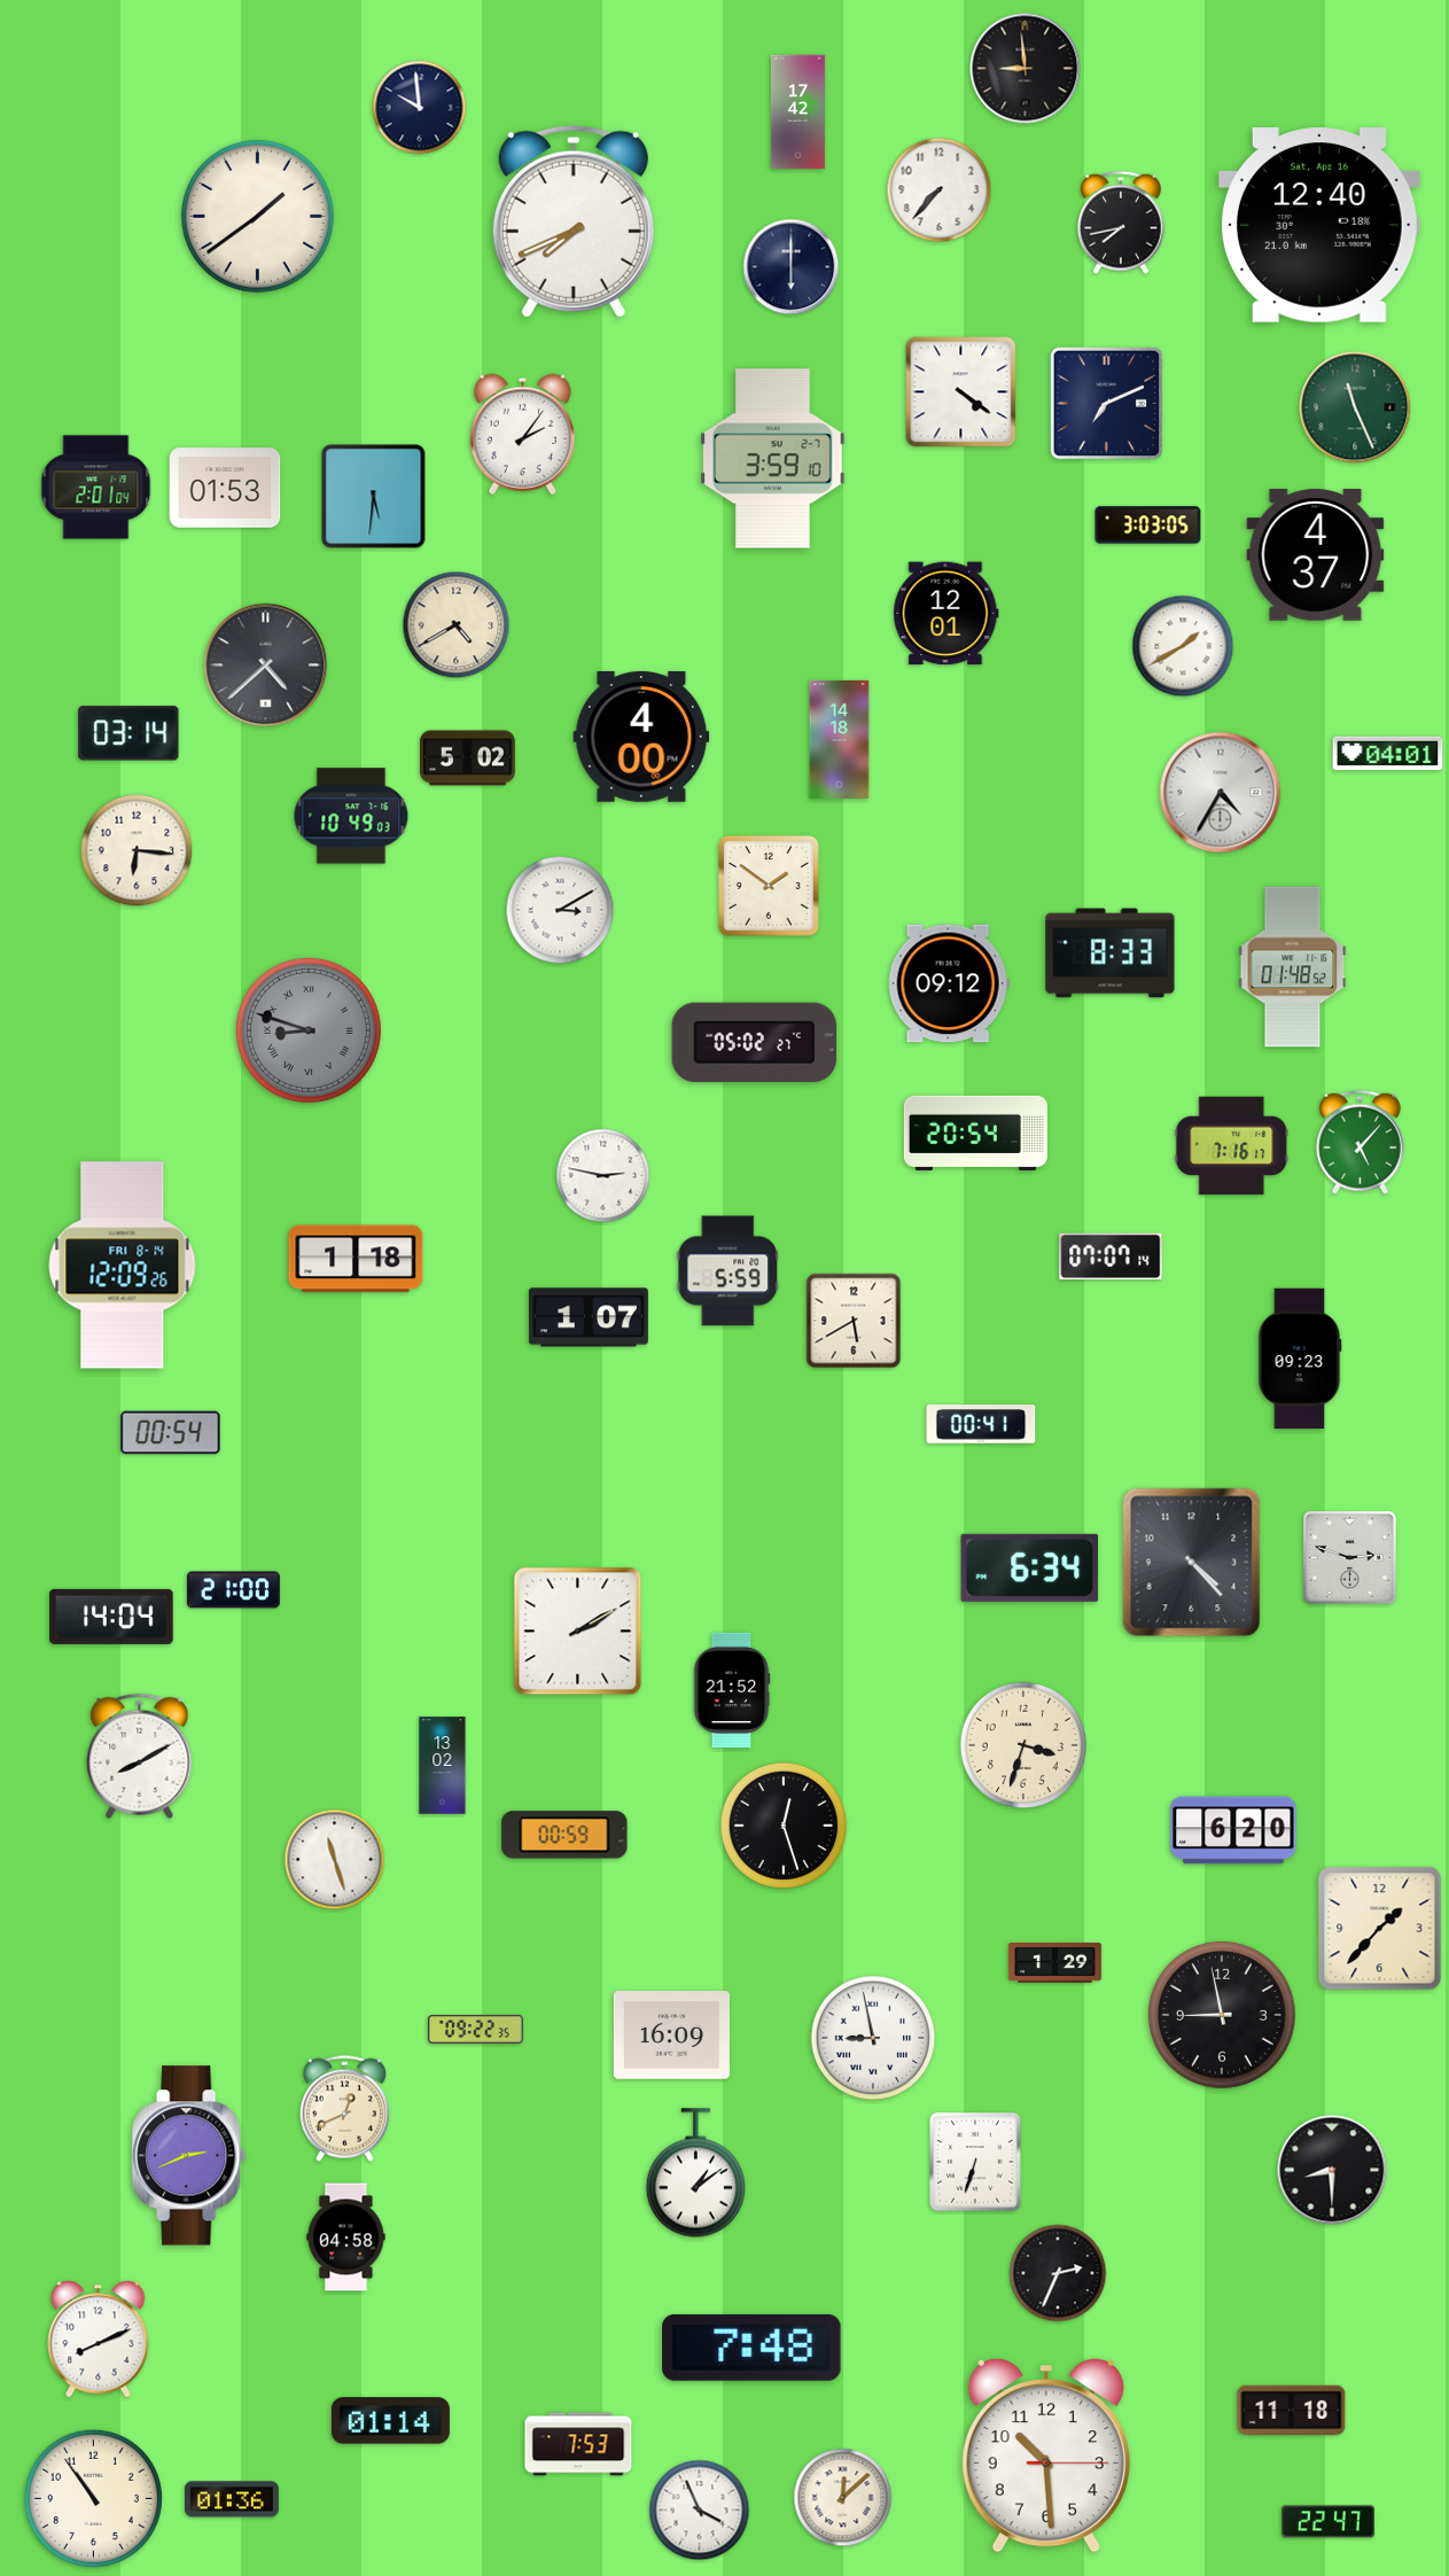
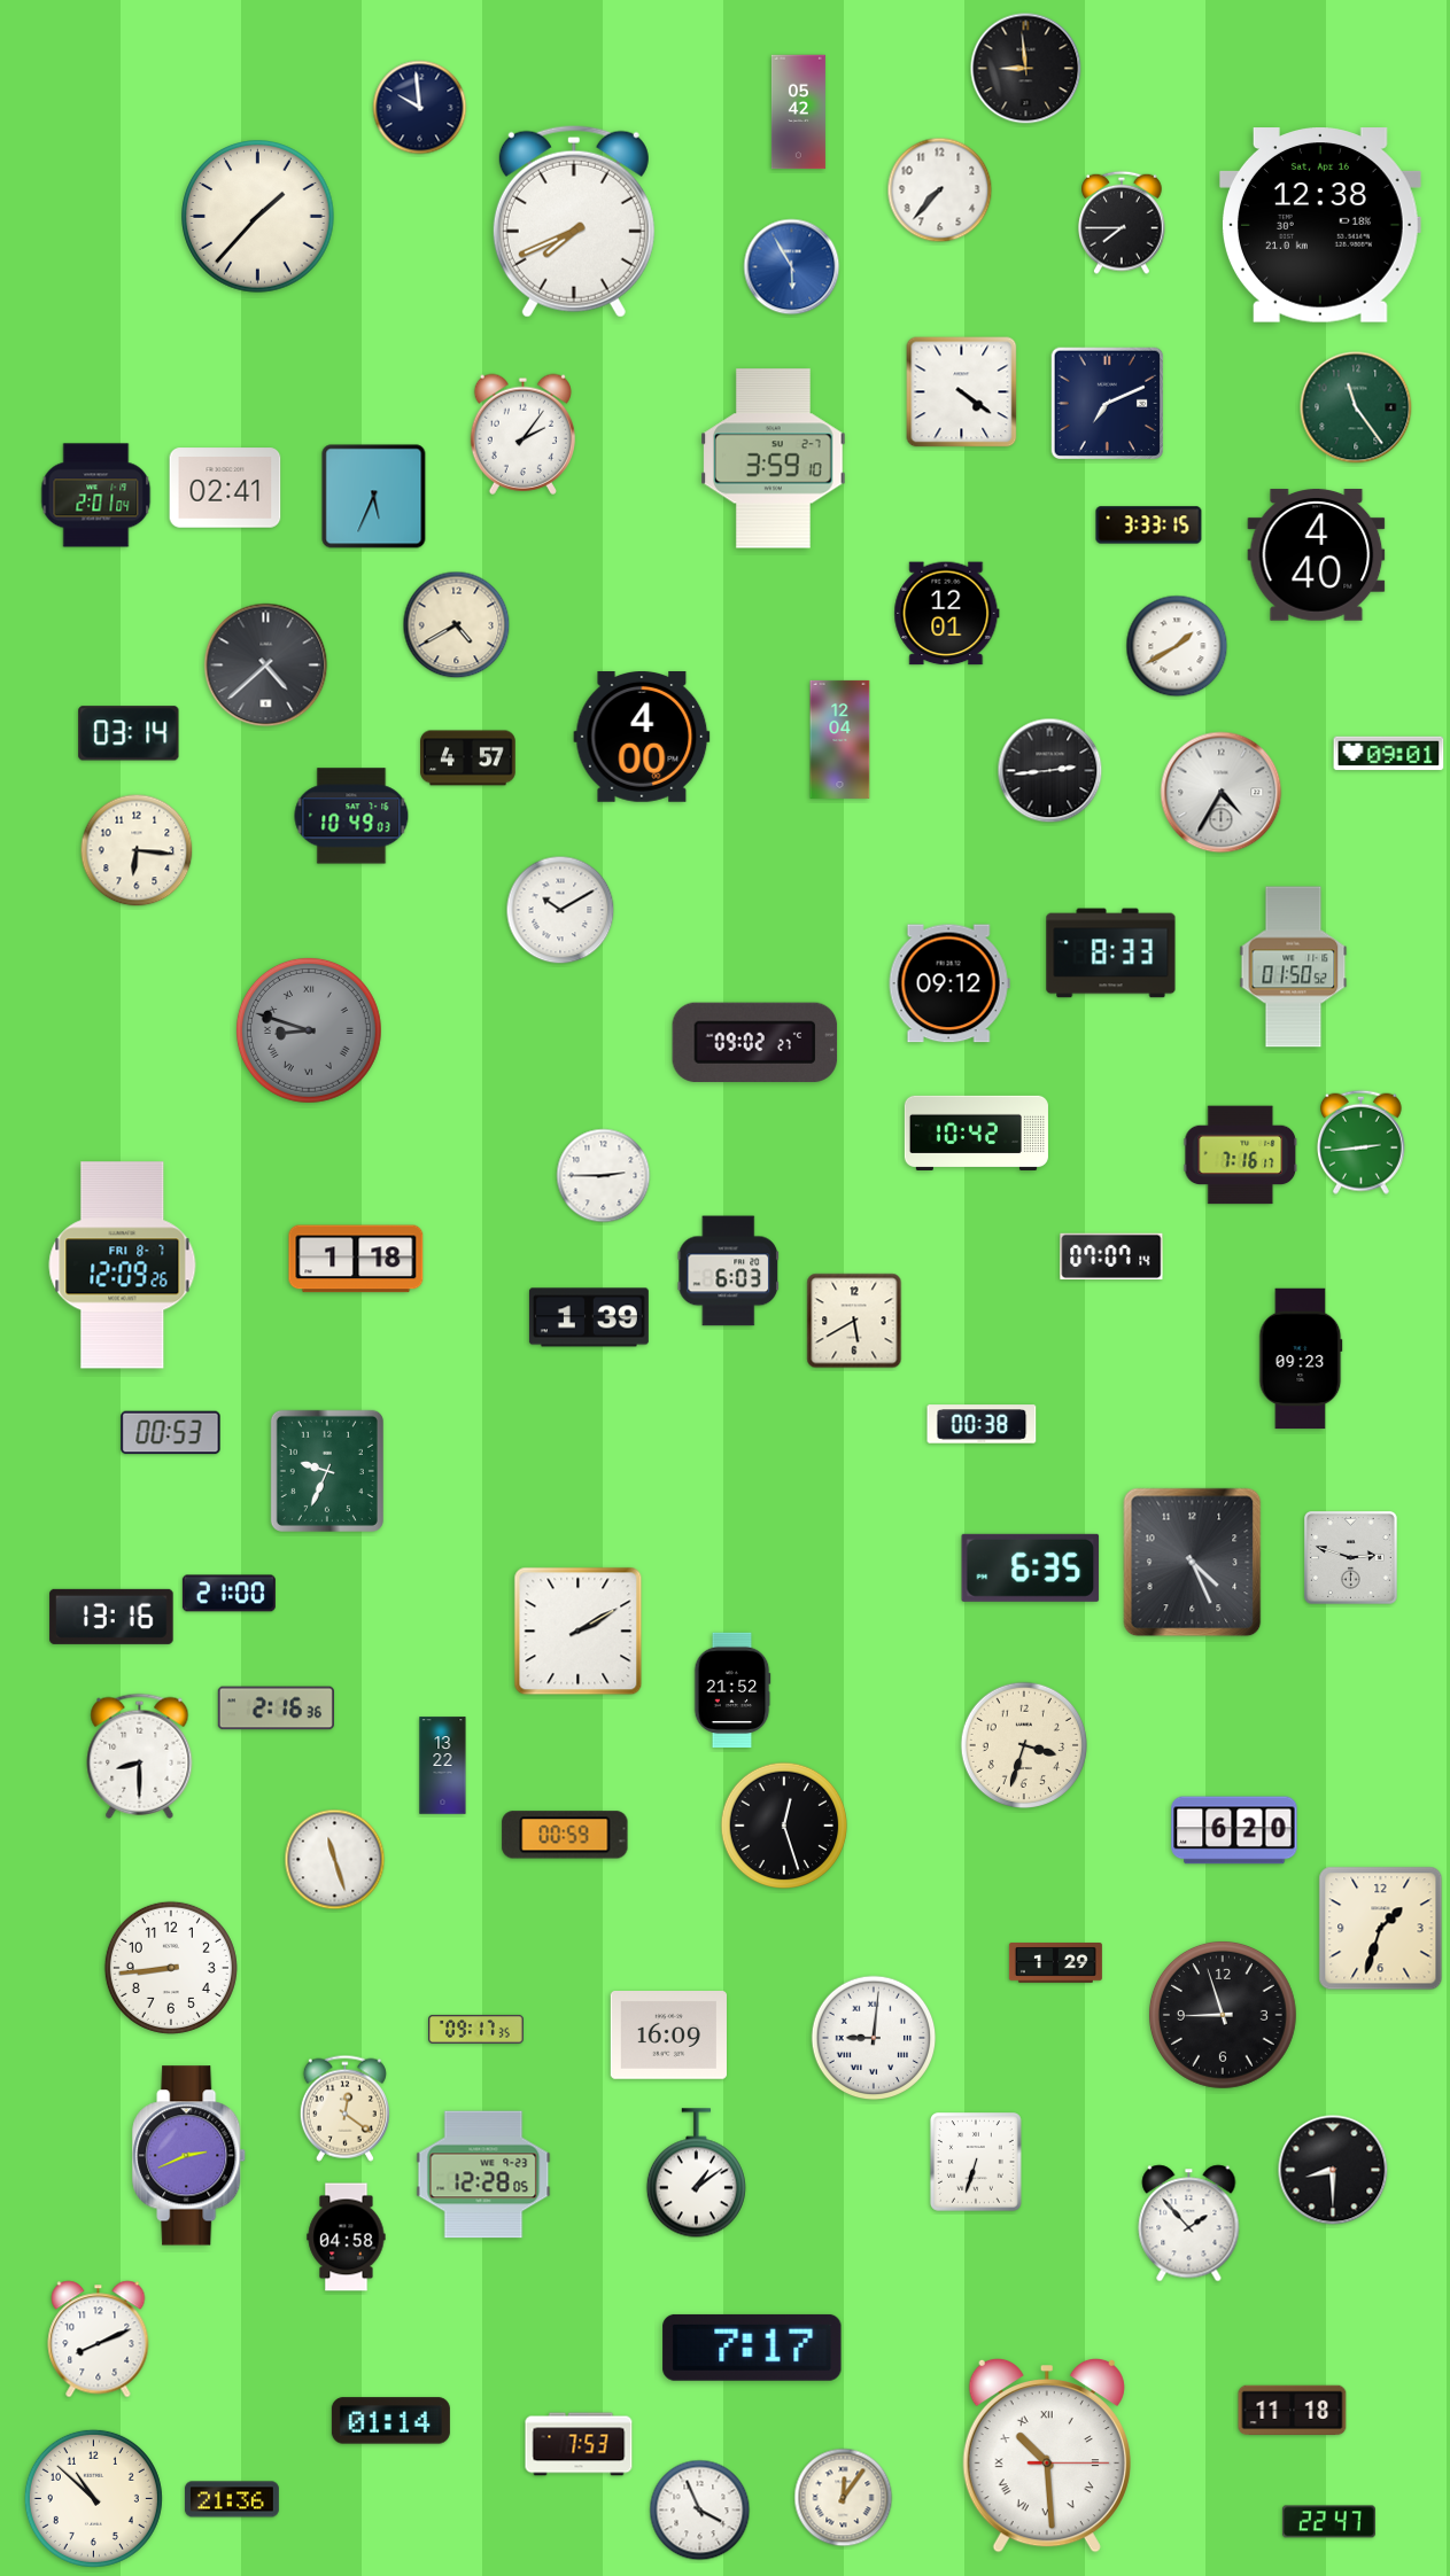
clock at (797, 112): 17:42 -> 05:42
clock at (258, 217): 1:39 -> 1:37
clock at (1121, 223): 7:43 -> 7:45
clock at (1319, 225): 12:40 -> 12:38
clock at (792, 267): 6:00 -> 5:55
clock at (792, 267) dial: navy -> blue
clock at (1355, 407): 11:26 -> 11:24
clock at (96, 488) position: (96, 488) -> (96, 496)
clock at (225, 488): 01:53 -> 02:41
clock at (374, 497): 5:31 -> 5:34
clock at (1148, 526): 3:03 -> 3:33
clock at (1316, 555): 4:37 -> 4:40
clock at (1183, 646) position: (1183, 646) -> (1177, 646)
clock at (840, 739): 14:18 -> 12:04
clock at (1388, 754): 04:01 -> 09:01
clock at (468, 758): 5:02 -> 4:57
clock at (1050, 771): none -> 2:44
clock at (769, 886): 1:51 -> none
clock at (560, 910): 3:10 -> 10:10
clock at (1293, 967): 01:48 -> 01:50
clock at (755, 1042): 05:02 -> 09:02
clock at (975, 1133): 20:54 -> 10:42
clock at (1360, 1142): 5:07 -> 2:44
clock at (1232, 1146) position: (1232, 1146) -> (1241, 1155)
clock at (603, 1176): 2:47 -> 2:45
clock at (123, 1266) date: FRI 8-14 -> FRI 8-7
clock at (729, 1271): 5:59 -> 6:03
clock at (589, 1317): 1:07 -> 1:39
clock at (981, 1424): 00:41 -> 00:38
clock at (171, 1433): 00:54 -> 00:53
clock at (327, 1471): none -> 9:34
clock at (1192, 1563): 4:23 -> 4:26
clock at (1030, 1567): 6:34 -> 6:35
clock at (233, 1590) position: (233, 1590) -> (228, 1594)
clock at (111, 1617): 14:04 -> 13:16
clock at (276, 1709): none -> 2:16
clock at (140, 1756): 8:10 -> 8:30
clock at (443, 1766): 13:02 -> 13:22
clock at (1380, 1929): 1:37 -> 1:33
clock at (171, 1968): none -> 8:44
clock at (1222, 2015): 8:58 -> 8:57
clock at (476, 2029): 09:22 -> 09:17
clock at (671, 2036) position: (671, 2036) -> (668, 2036)
clock at (873, 2038): 8:58 -> 9:01
clock at (344, 2108): 12:41 -> 12:21
clock at (483, 2174): none -> 12:28
clock at (1189, 2224): none -> 1:53
clock at (1058, 2273): 2:34 -> none
clock at (751, 2348): 7:48 -> 7:17
clock at (1046, 2456) numerals: Arabic -> Roman
clock at (93, 2498): 10:54 -> 10:52
clock at (843, 2498): 12:08 -> 12:06
clock at (232, 2499): 01:36 -> 21:36
